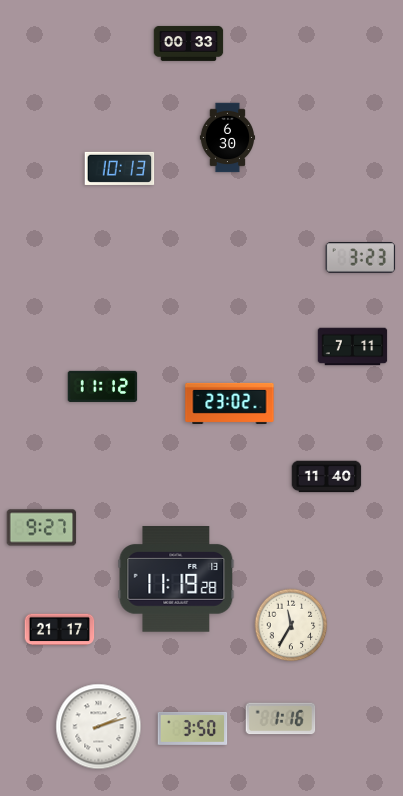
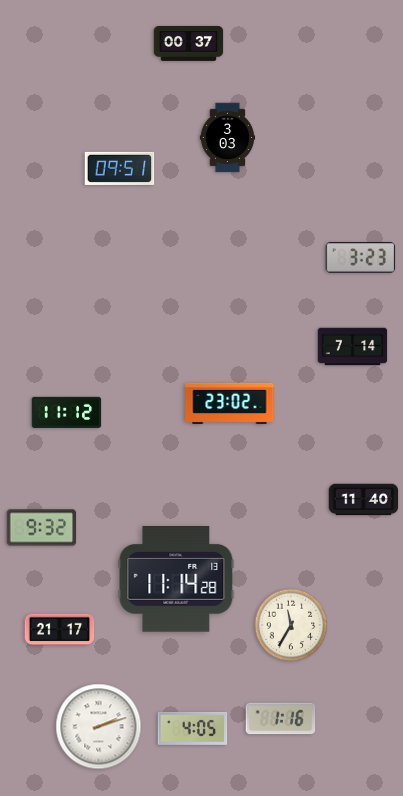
clock at (189, 43): 00:33 -> 00:37
clock at (228, 138): 6:30 -> 3:03
clock at (120, 168): 10:13 -> 09:51
clock at (353, 347): 7:11 -> 7:14
clock at (103, 386) position: (103, 386) -> (67, 412)
clock at (327, 477) position: (327, 477) -> (364, 500)
clock at (42, 528): 9:27 -> 9:32
clock at (176, 580): 11:19 -> 11:14
clock at (193, 728): 3:50 -> 4:05
